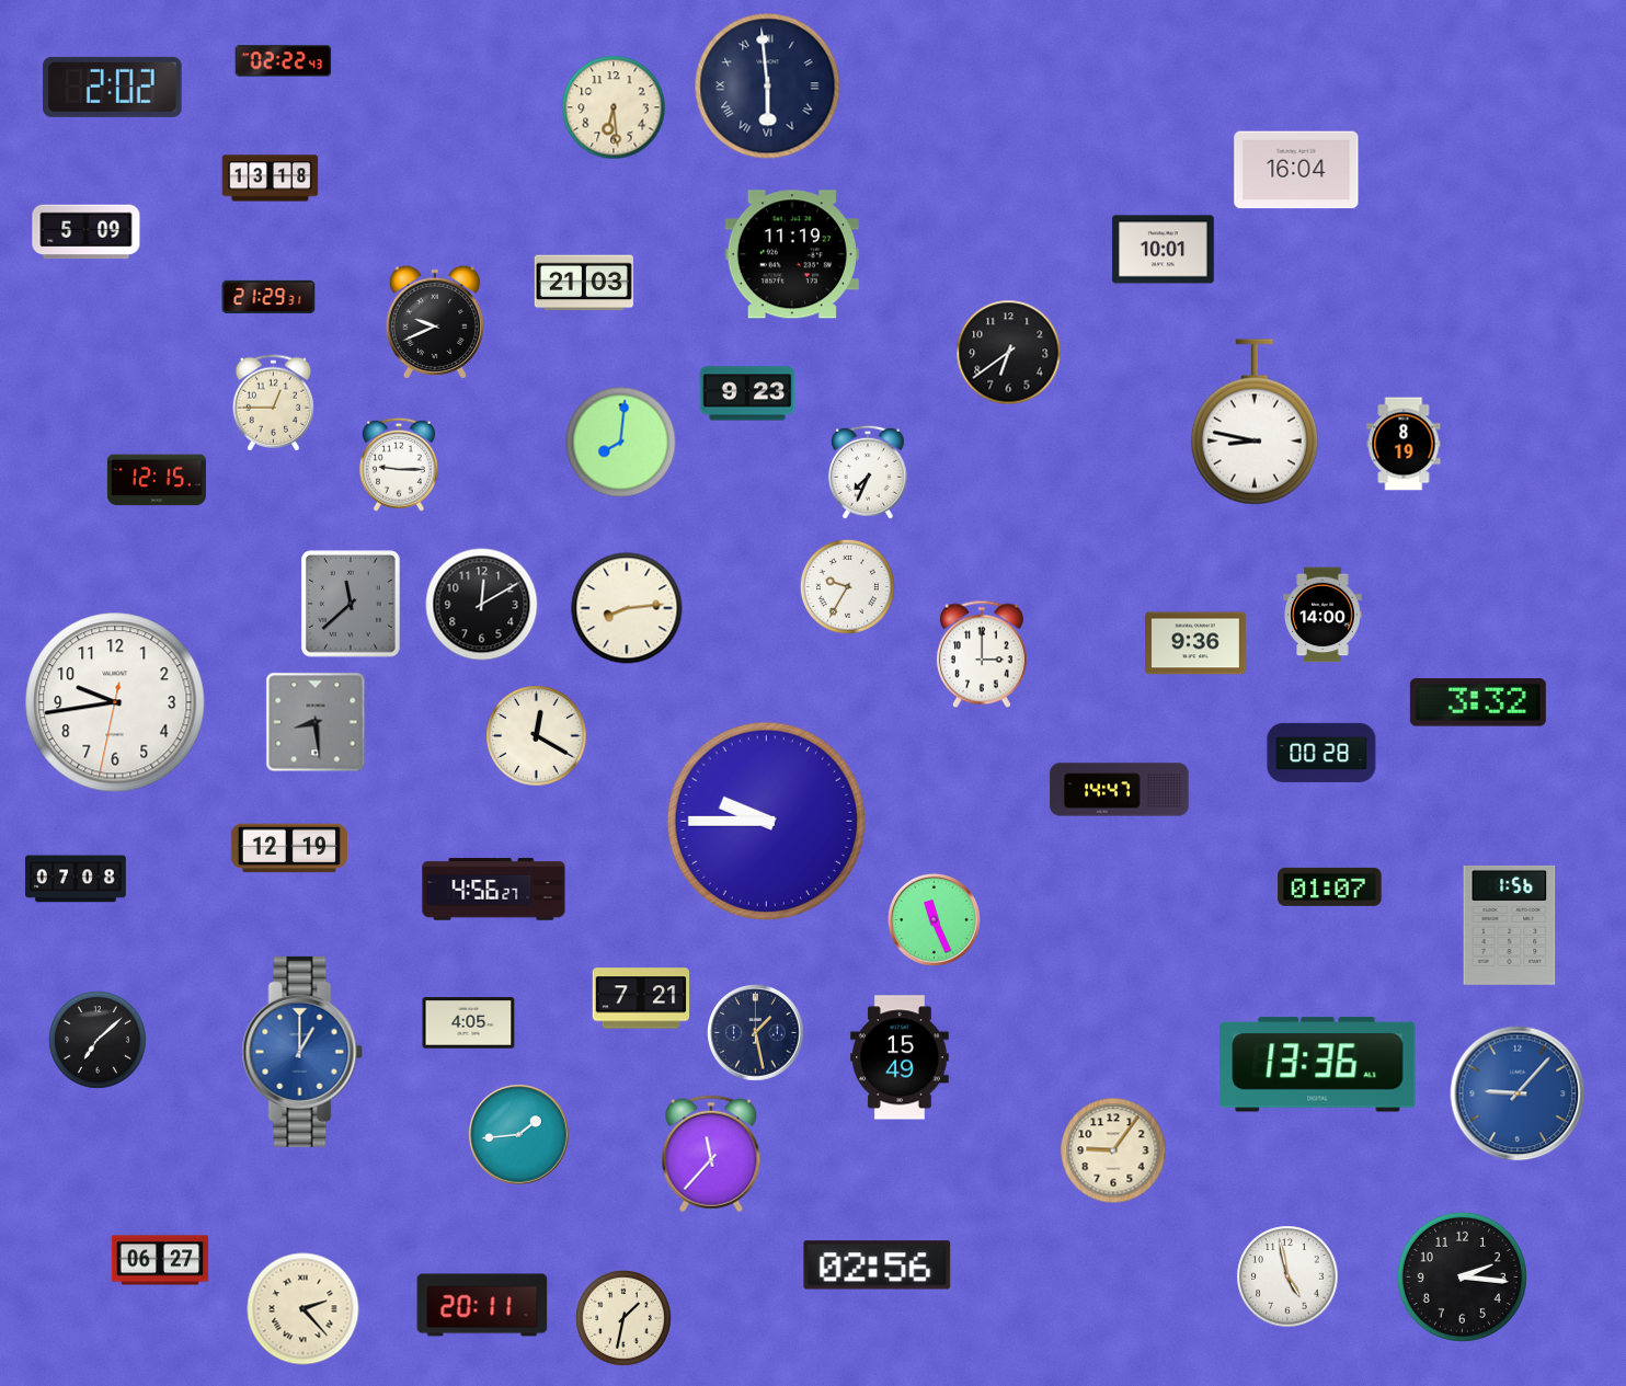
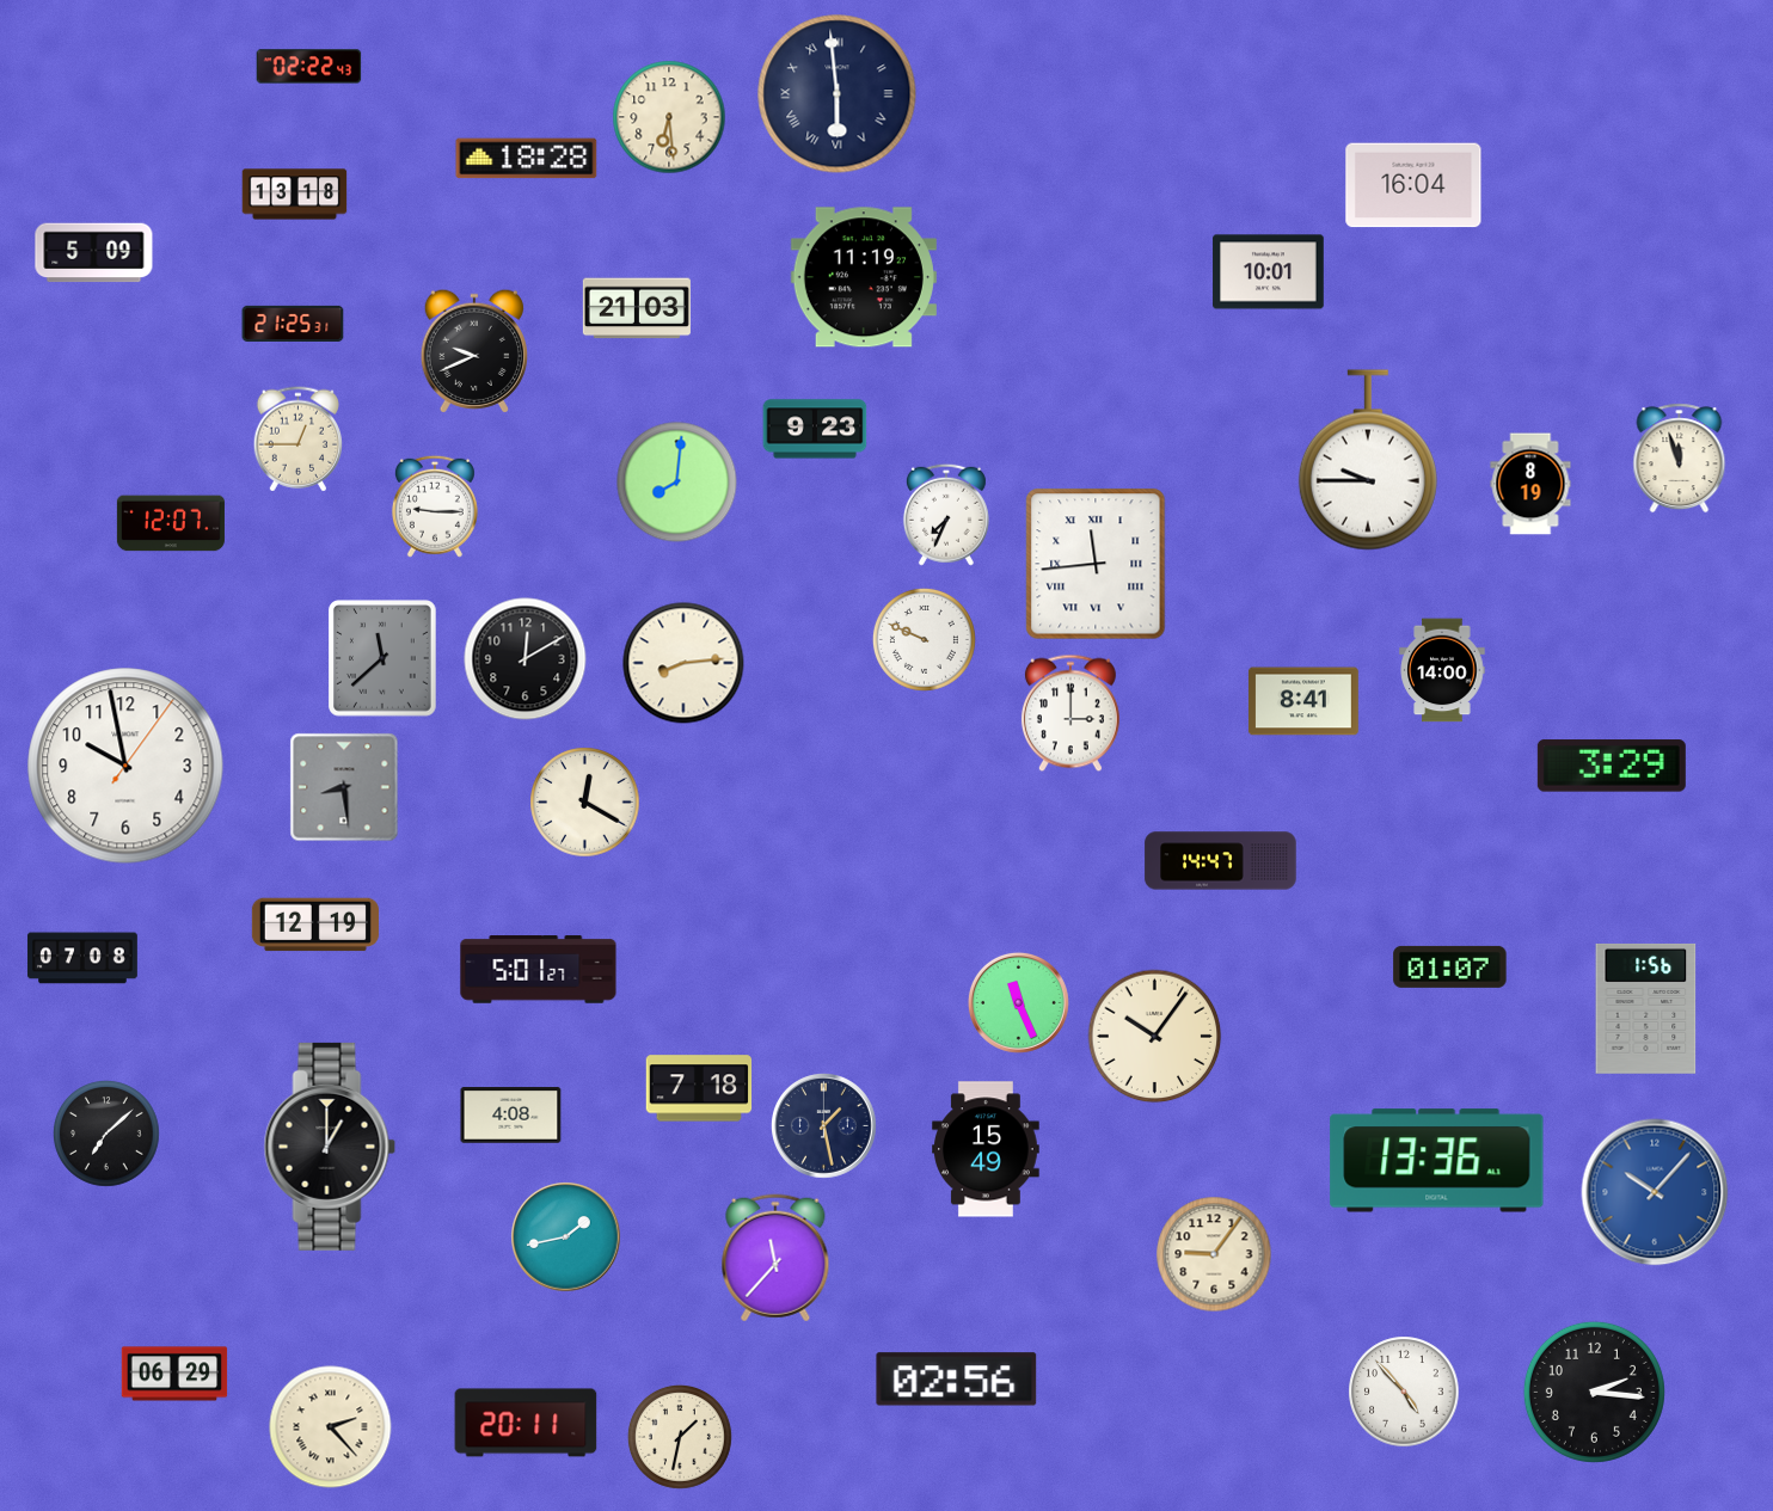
clock at (113, 87): 2:02 -> none
clock at (527, 159): none -> 18:28
clock at (268, 297): 21:29 -> 21:25
clock at (1009, 353): 6:39 -> none
clock at (1680, 459): none -> 11:57
clock at (1255, 422): 8:47 -> 9:45
clock at (157, 480): 12:15 -> 12:07
clock at (1096, 564): none -> 11:44
clock at (847, 586): 9:35 -> 9:49
clock at (1195, 643): 9:36 -> 8:41
clock at (115, 702): 9:43 -> 9:58
clock at (1478, 702): 3:32 -> 3:29
clock at (1321, 753): 00:28 -> none
clock at (766, 821): 9:45 -> none
clock at (494, 890): 4:56 -> 5:01
clock at (1155, 1037): none -> 10:06
clock at (641, 998): 7:21 -> 7:18
clock at (469, 1023): 4:05 -> 4:08
clock at (302, 1052) dial: blue -> black
clock at (901, 1057) position: (901, 1057) -> (987, 1149)
clock at (1518, 1093): 9:07 -> 10:07
clock at (519, 1135): 1:44 -> 1:43
clock at (160, 1260): 06:27 -> 06:29
clock at (1287, 1276): 4:58 -> 4:53
